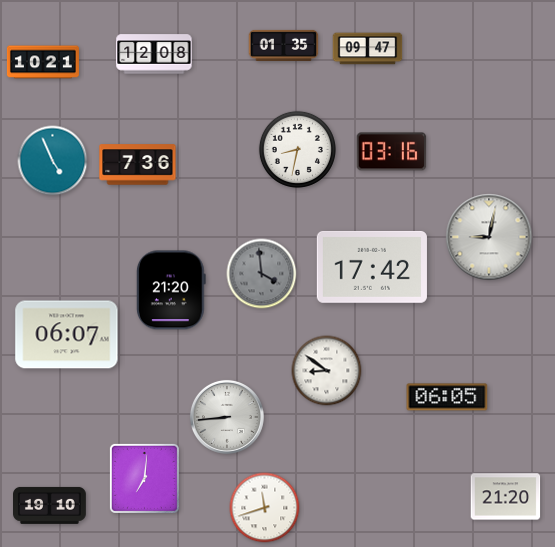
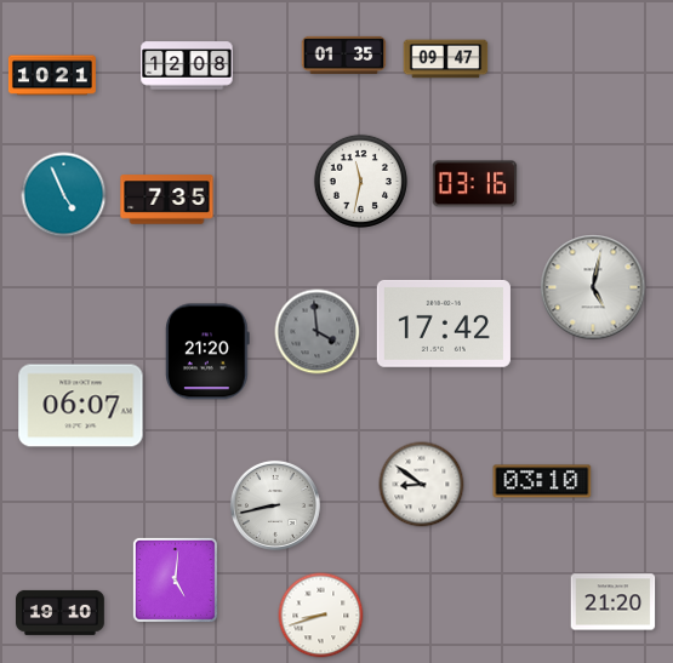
clock at (297, 149): 8:32 -> 11:32
clock at (138, 165): 7:36 -> 7:35
clock at (489, 237): 9:02 -> 5:02
clock at (372, 267) position: (372, 267) -> (444, 324)
clock at (327, 371) position: (327, 371) -> (422, 485)
clock at (447, 397): 06:05 -> 03:10
clock at (227, 417): 8:44 -> 8:43
clock at (144, 478): 7:01 -> 5:01
clock at (265, 508): 11:42 -> 8:42
